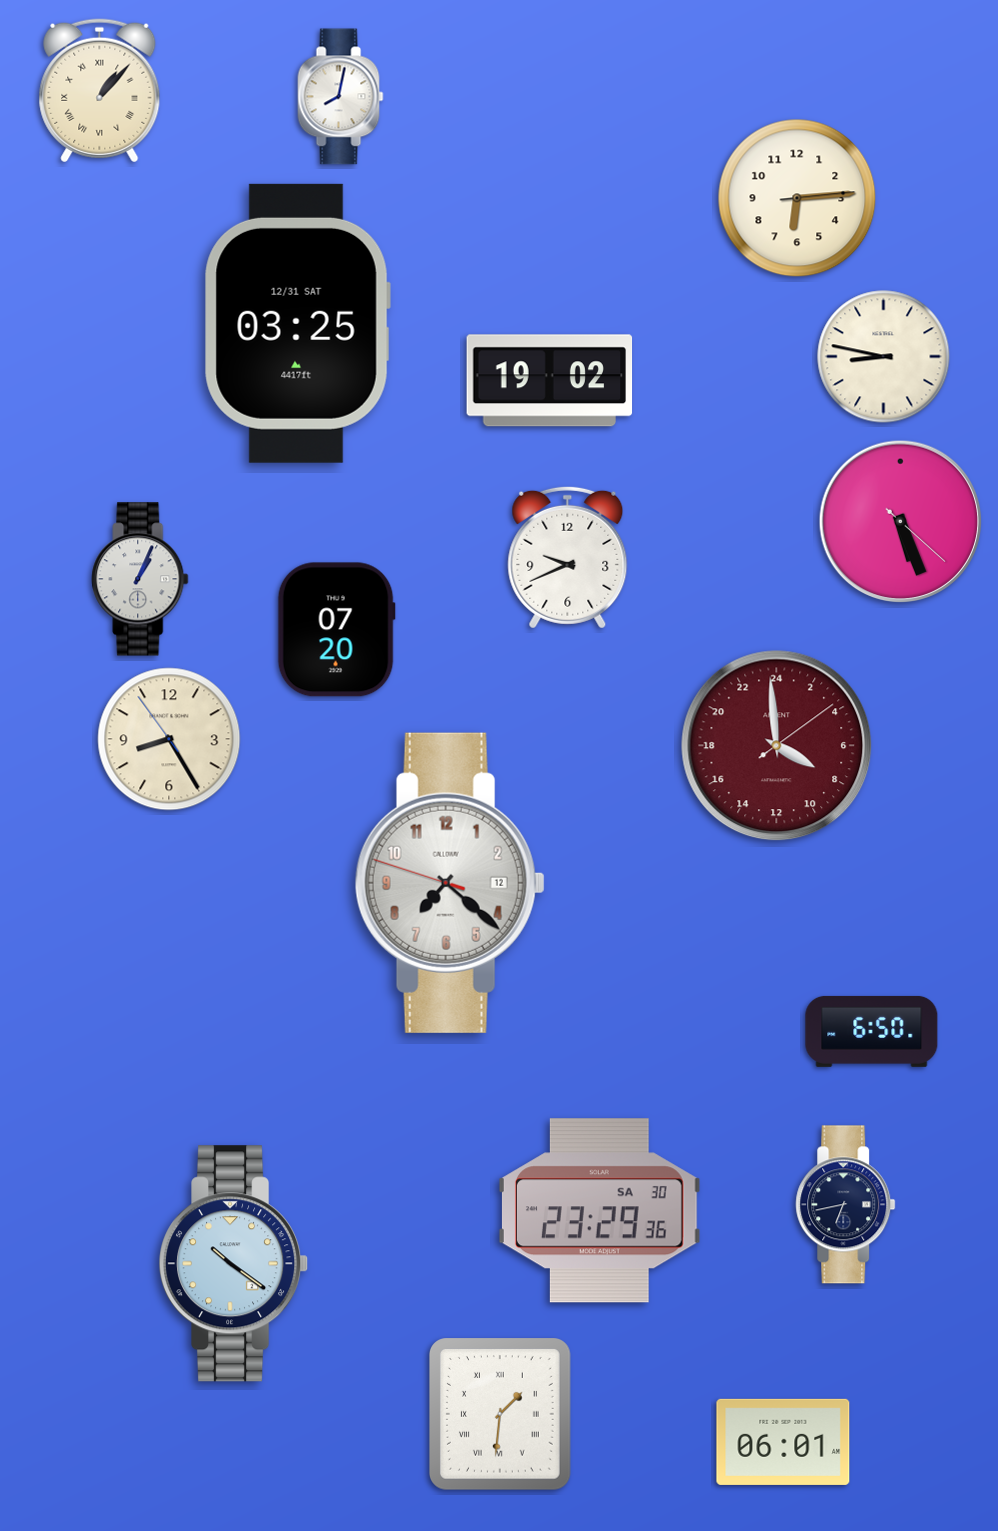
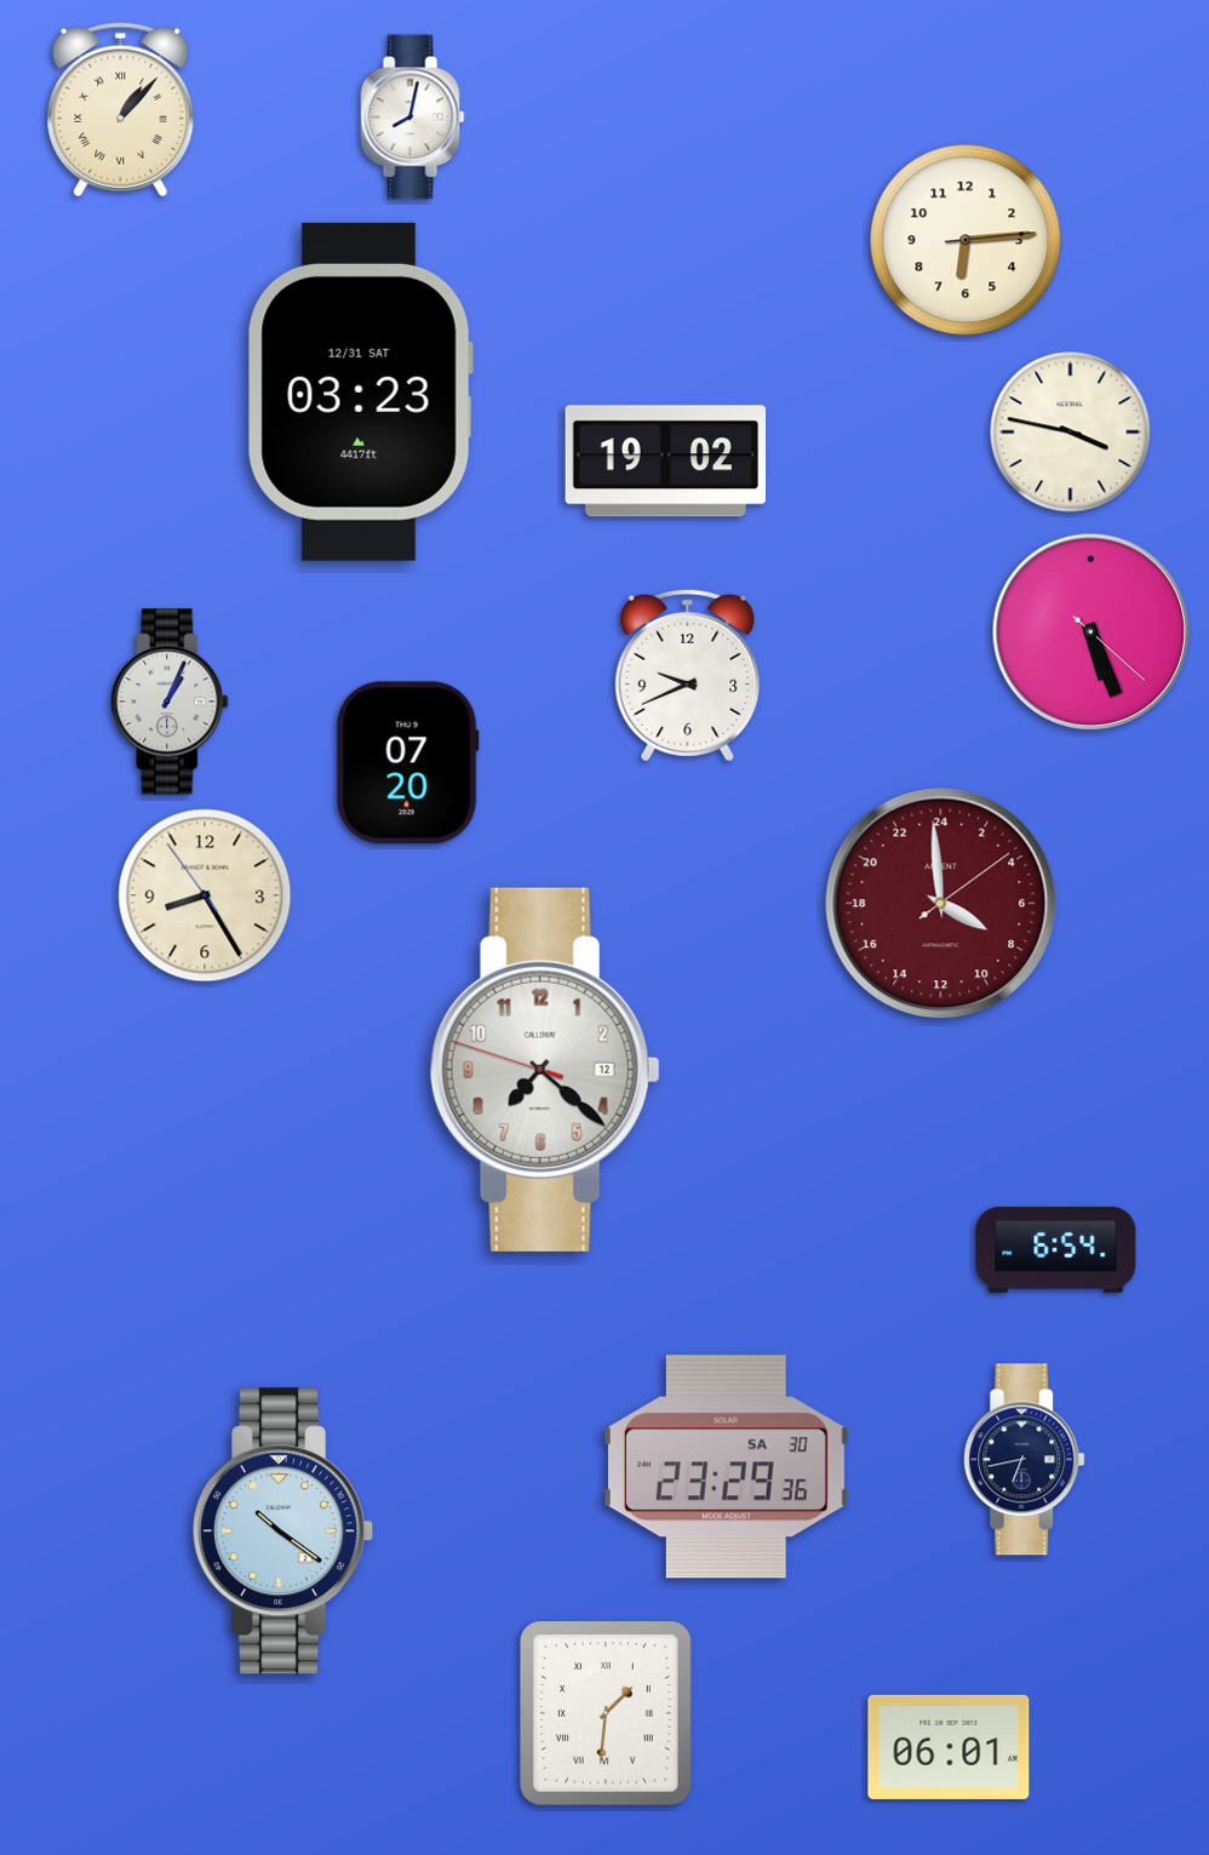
clock at (297, 323): 03:25 -> 03:23
clock at (884, 357): 8:47 -> 3:47
clock at (872, 1031): 6:50 -> 6:54
